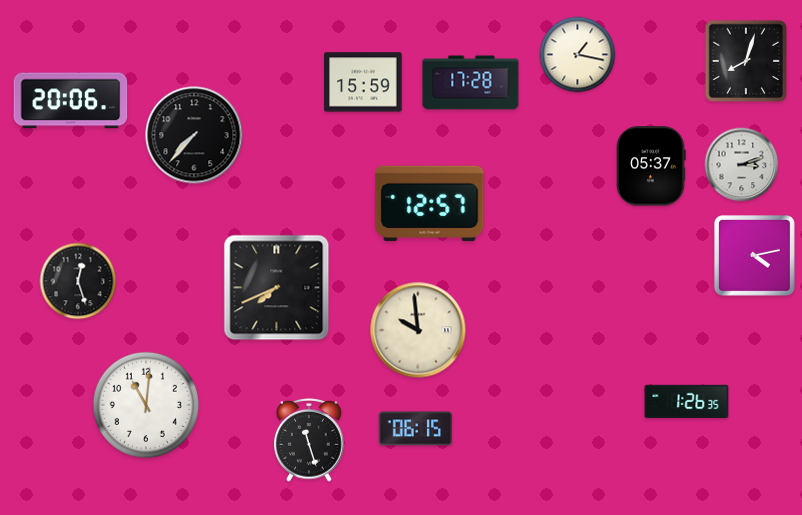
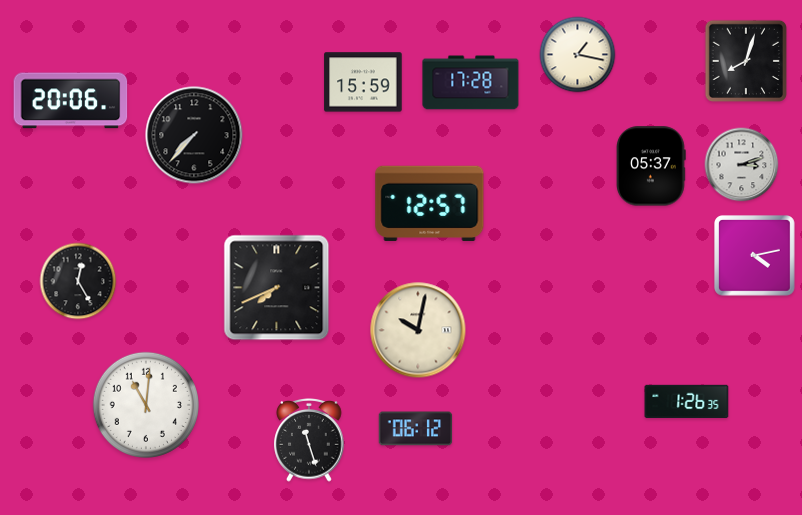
clock at (78, 281): 12:27 -> 12:25
clock at (418, 330): 9:59 -> 10:02
clock at (416, 429): 06:15 -> 06:12
